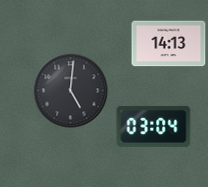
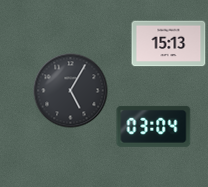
clock at (169, 44): 14:13 -> 15:13
clock at (71, 91): 5:01 -> 5:05
